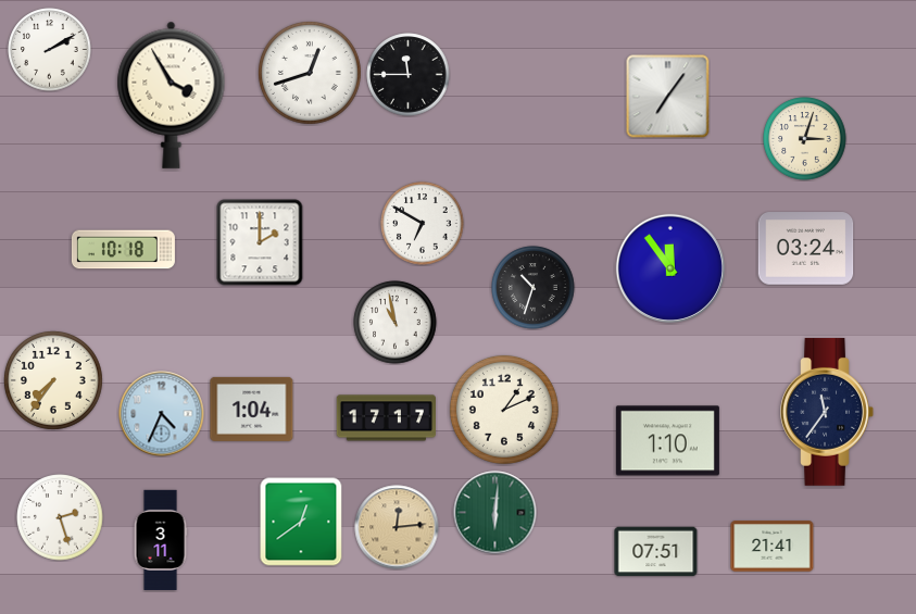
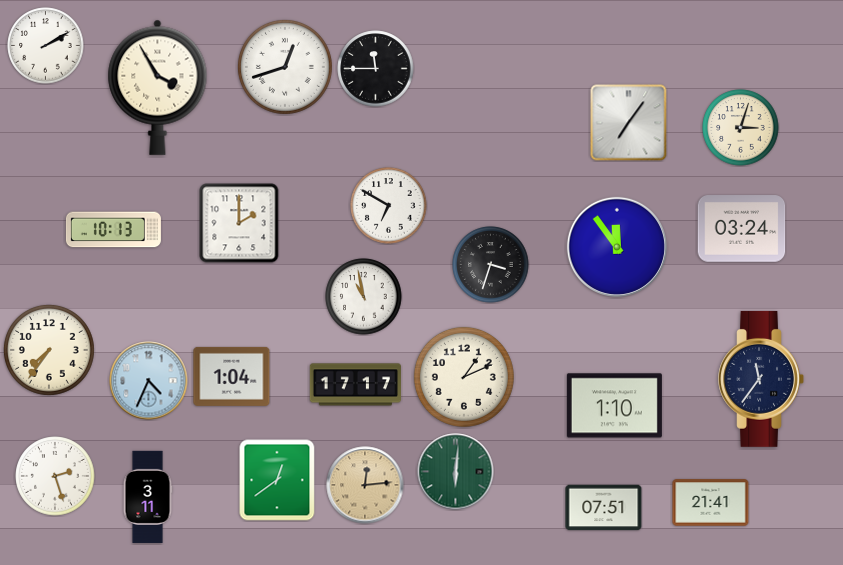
clock at (668, 97) position: (668, 97) -> (629, 123)
clock at (123, 250): 10:18 -> 10:13
clock at (534, 288): 10:33 -> 3:33
